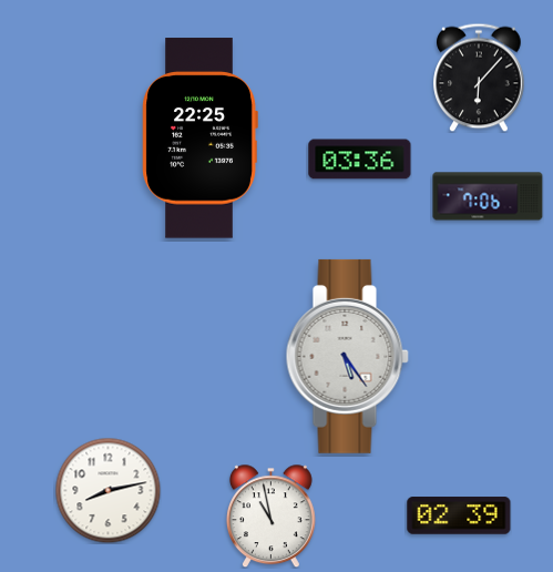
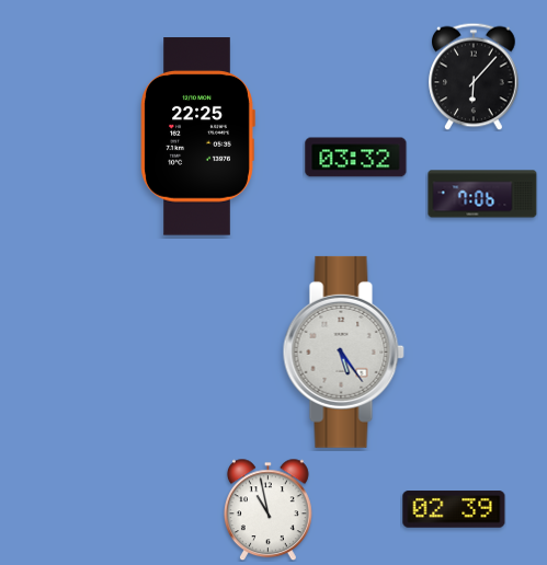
clock at (360, 160): 03:36 -> 03:32
clock at (107, 490): 8:13 -> none
